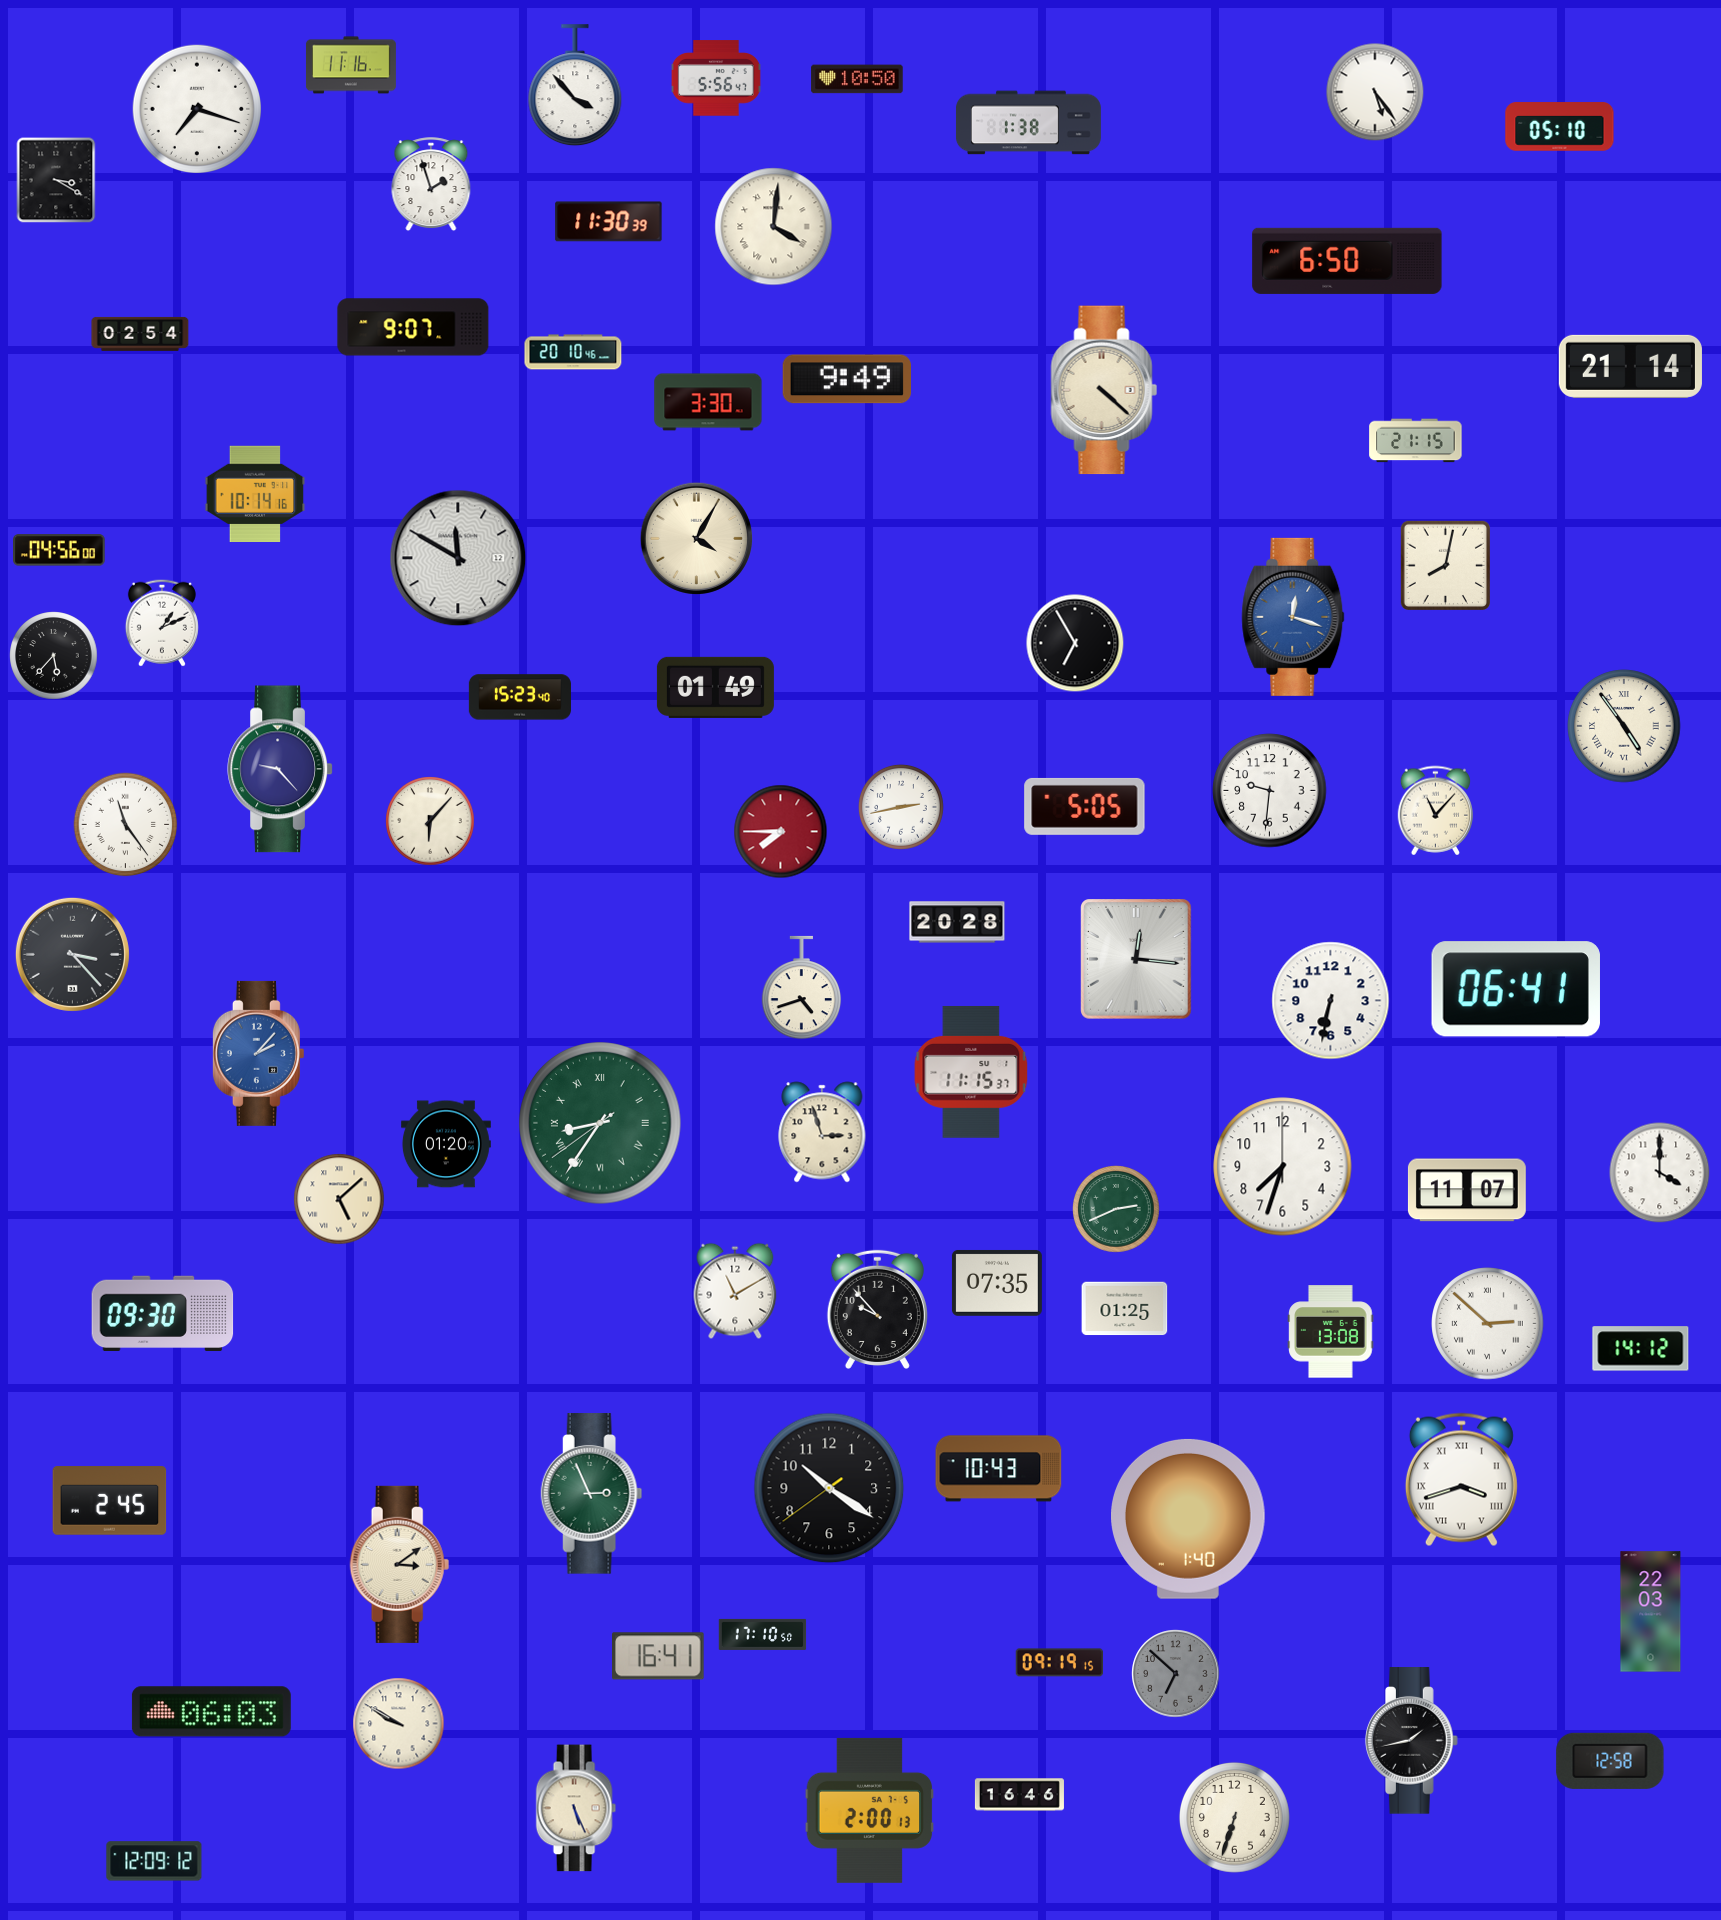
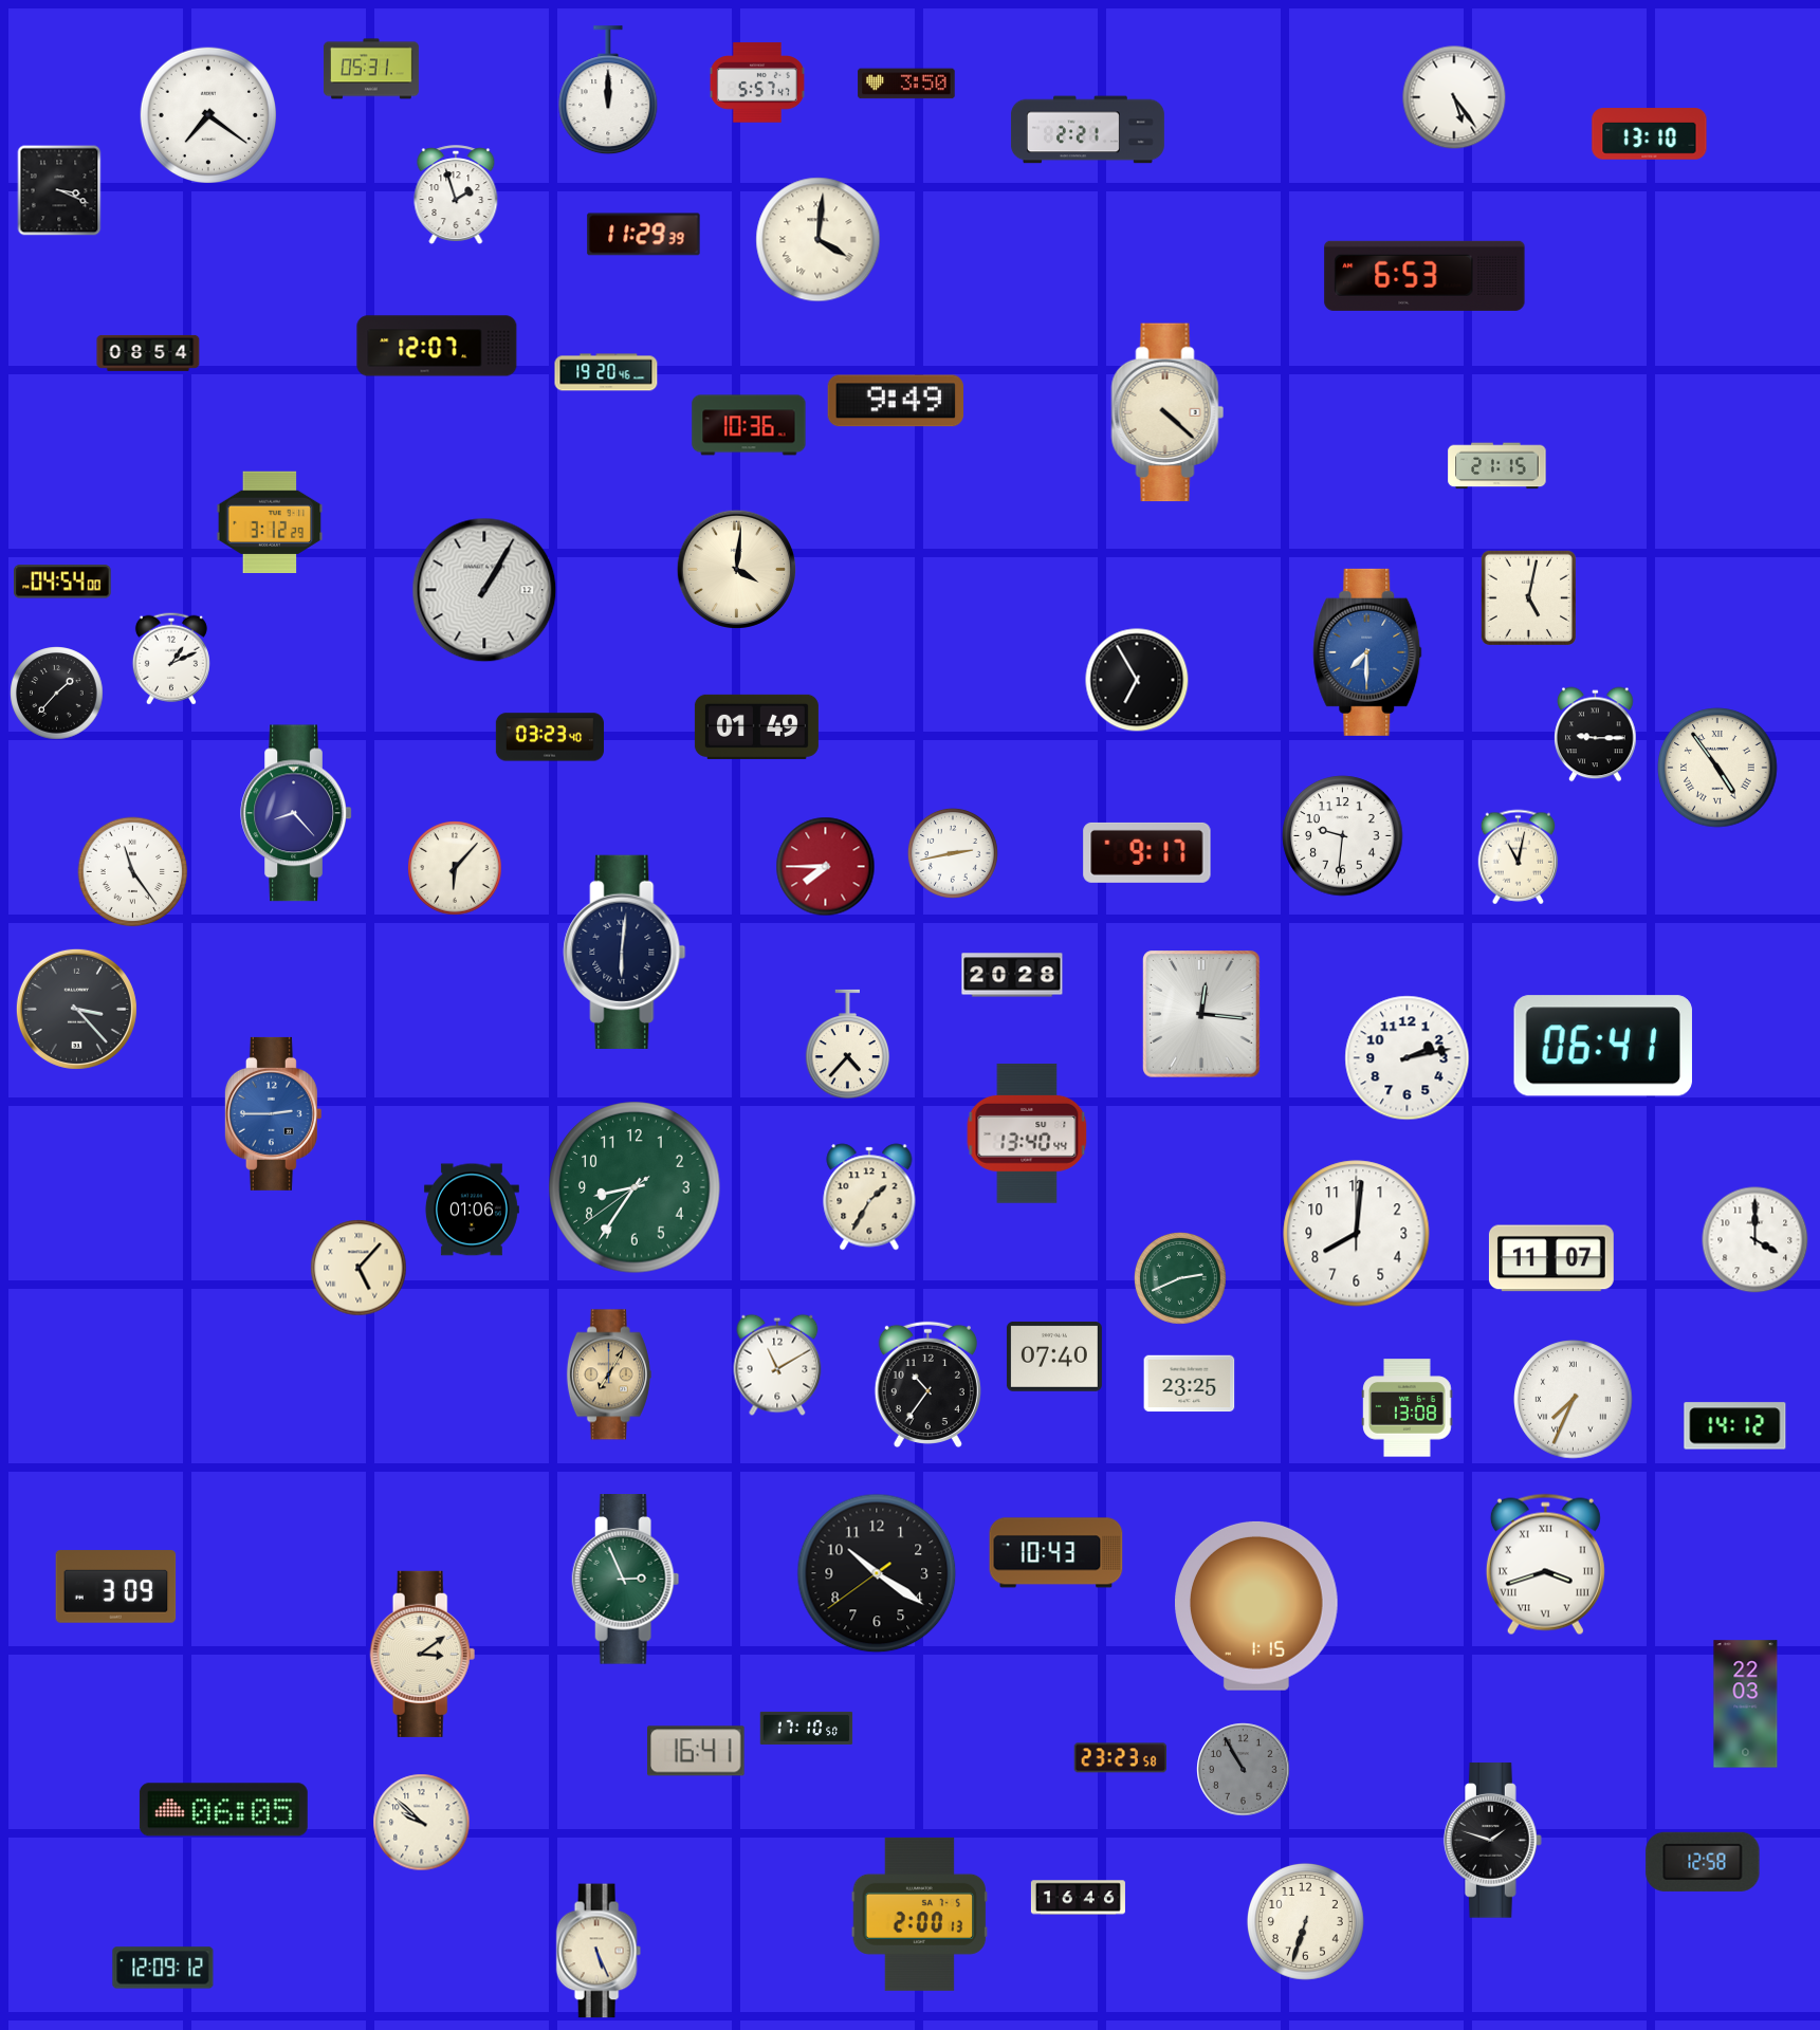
clock at (351, 65): 11:16 -> 05:31
clock at (716, 78): 5:56 -> 5:57
clock at (857, 79): 10:50 -> 3:50
clock at (575, 86): 3:53 -> 12:00
clock at (196, 108): 7:18 -> 7:21
clock at (1028, 123): 1:38 -> 2:21
clock at (1560, 127): 05:10 -> 13:10
clock at (56, 180): 3:20 -> 3:19
clock at (609, 222): 11:30 -> 11:29
clock at (1347, 261): 6:50 -> 6:53
clock at (413, 327): 9:07 -> 12:07
clock at (140, 334): 02:54 -> 08:54
clock at (573, 352): 20:10 -> 19:20
clock at (1630, 366): 21:14 -> none
clock at (708, 402): 3:30 -> 10:36
clock at (255, 494): 10:14 -> 3:12
clock at (696, 538): 4:05 -> 4:01
clock at (59, 550): 04:56 -> 04:54
clock at (458, 558): 11:50 -> 1:05
clock at (1445, 565): 8:02 -> 5:02
clock at (1293, 617): 12:18 -> 7:30
clock at (54, 656): 5:37 -> 1:37
clock at (1596, 735): none -> 9:15
clock at (520, 697): 15:23 -> 03:23
clock at (280, 769): 9:23 -> 8:23
clock at (1085, 806): 5:05 -> 9:17
clock at (1436, 811): 11:07 -> 11:02
clock at (781, 832) position: (781, 832) -> (826, 867)
clock at (625, 952): none -> 6:01
clock at (802, 988): 4:42 -> 4:37
clock at (1331, 1001): 6:32 -> 2:13
clock at (258, 1053): 2:07 -> 2:45
clock at (971, 1072): 11:15 -> 13:40
clock at (600, 1123) numerals: Roman -> Arabic
clock at (822, 1132): 2:57 -> 1:35
clock at (446, 1144): 01:20 -> 01:06
clock at (1283, 1167): 7:33 -> 8:01
clock at (339, 1199): 5:08 -> 5:07
clock at (997, 1283): 07:35 -> 07:40
clock at (609, 1374): none -> 7:05
clock at (877, 1309): 9:53 -> 10:36
clock at (1125, 1309): 01:25 -> 23:25
clock at (163, 1313): 09:30 -> none
clock at (1488, 1324): 2:52 -> 7:34
clock at (110, 1501): 2:45 -> 3:09
clock at (1189, 1519): 1:40 -> 1:15
clock at (1059, 1663): 09:19 -> 23:23
clock at (1176, 1674): 6:52 -> 10:55
clock at (211, 1712): 06:03 -> 06:05
clock at (399, 1724): 9:50 -> 9:52
clock at (1411, 1741): 1:43 -> 1:48
clock at (576, 1808) position: (576, 1808) -> (599, 1951)
